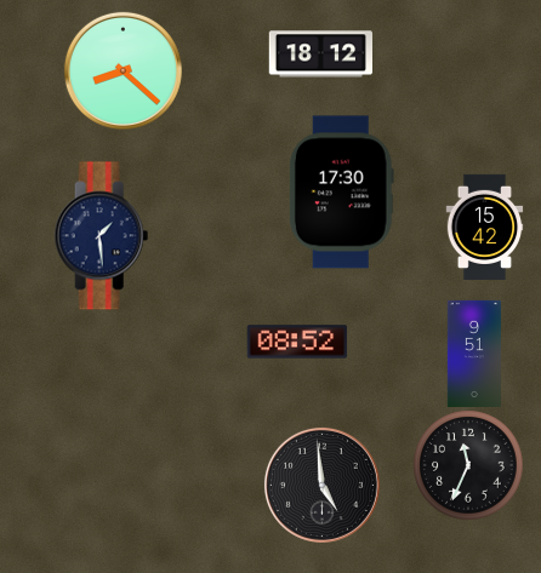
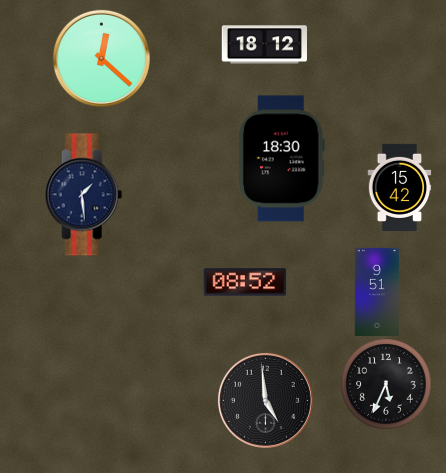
clock at (123, 70): 8:22 -> 12:22
clock at (341, 193): 17:30 -> 18:30
clock at (473, 353) position: (473, 353) -> (376, 291)
clock at (468, 465): 11:34 -> 5:34
